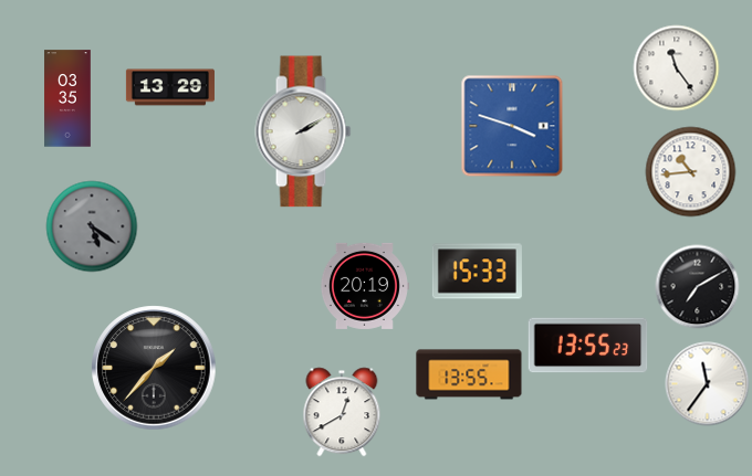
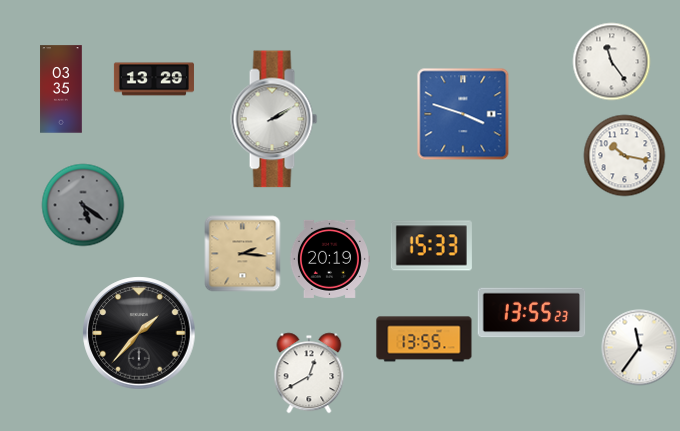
clock at (691, 172): 10:44 -> 10:17
clock at (243, 254): none -> 2:16
clock at (698, 287): 7:10 -> none
